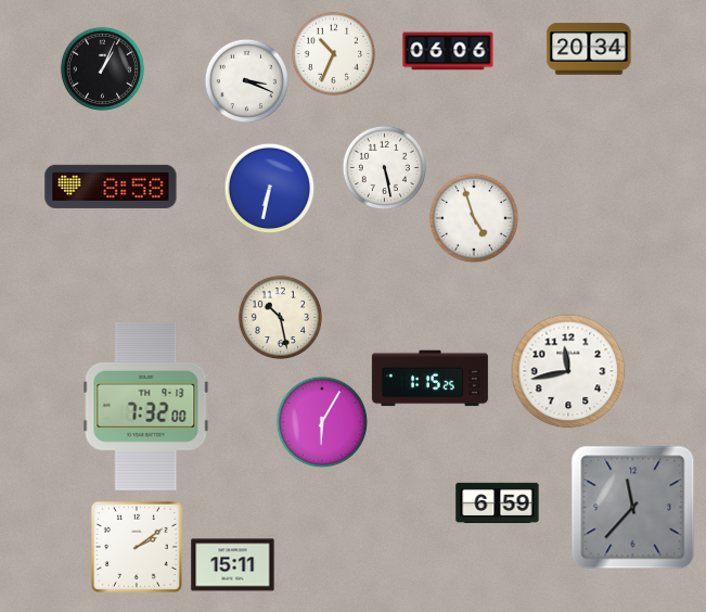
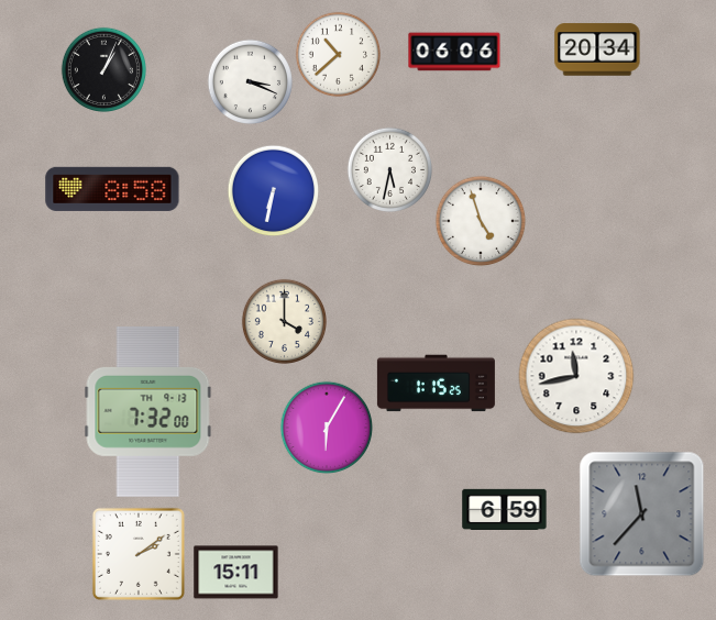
clock at (333, 53): 10:34 -> 10:38
clock at (384, 167): 5:28 -> 5:32
clock at (280, 317): 10:28 -> 4:00
